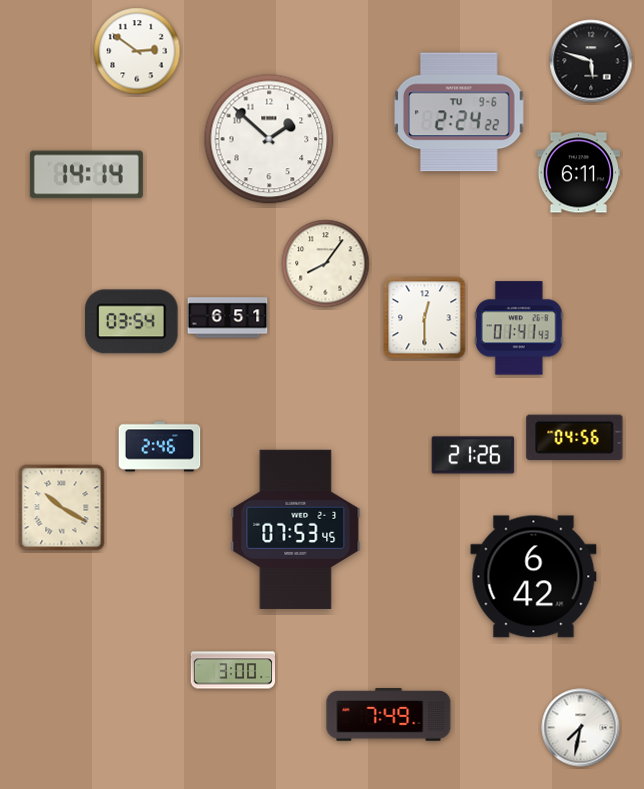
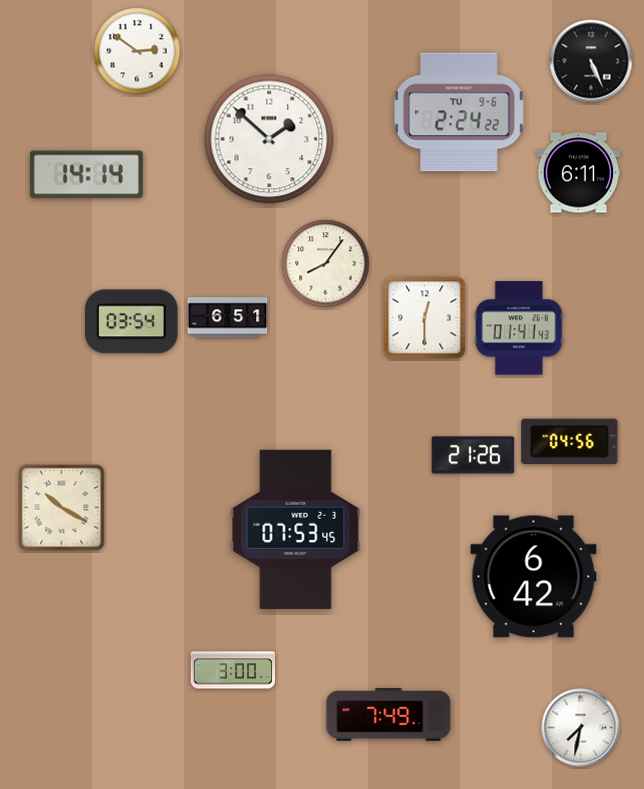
clock at (591, 61): 5:48 -> 5:26
clock at (575, 437) position: (575, 437) -> (570, 441)
clock at (160, 447): 2:46 -> none
